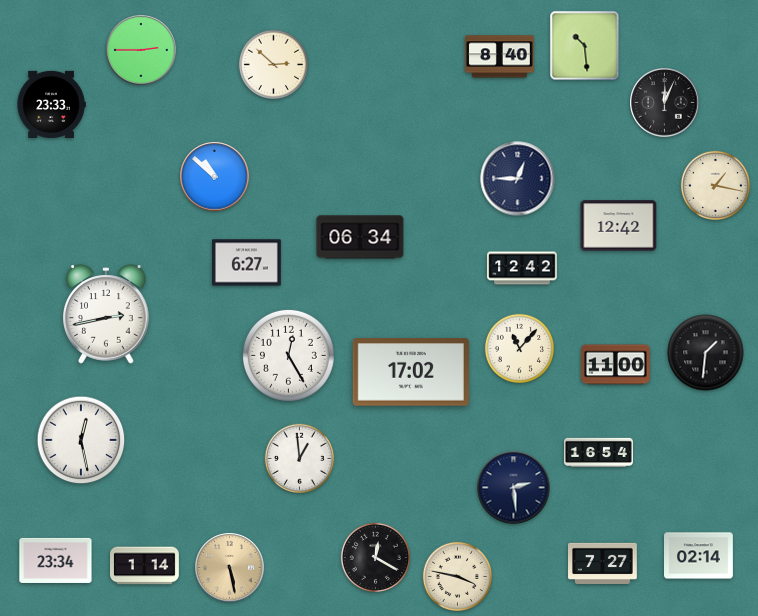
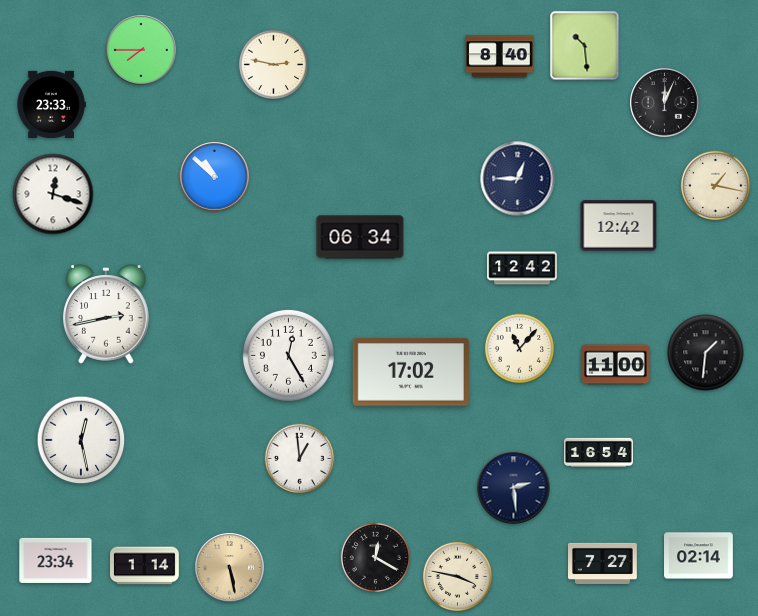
clock at (141, 50): 2:45 -> 7:45
clock at (273, 64): 2:52 -> 2:47
clock at (53, 194): none -> 12:18
clock at (247, 263): 6:27 -> none
